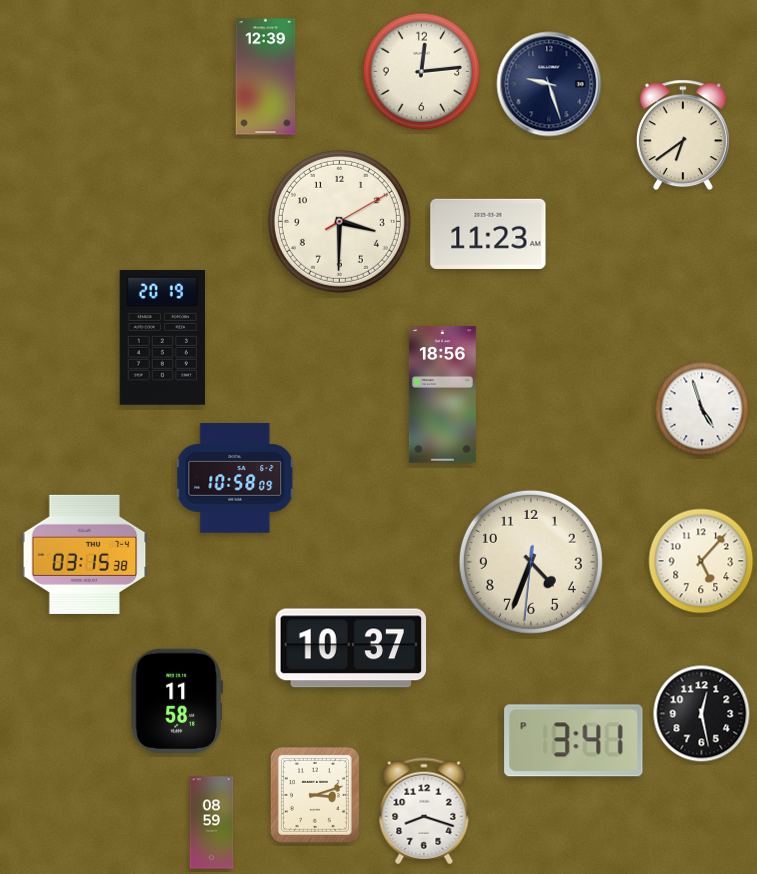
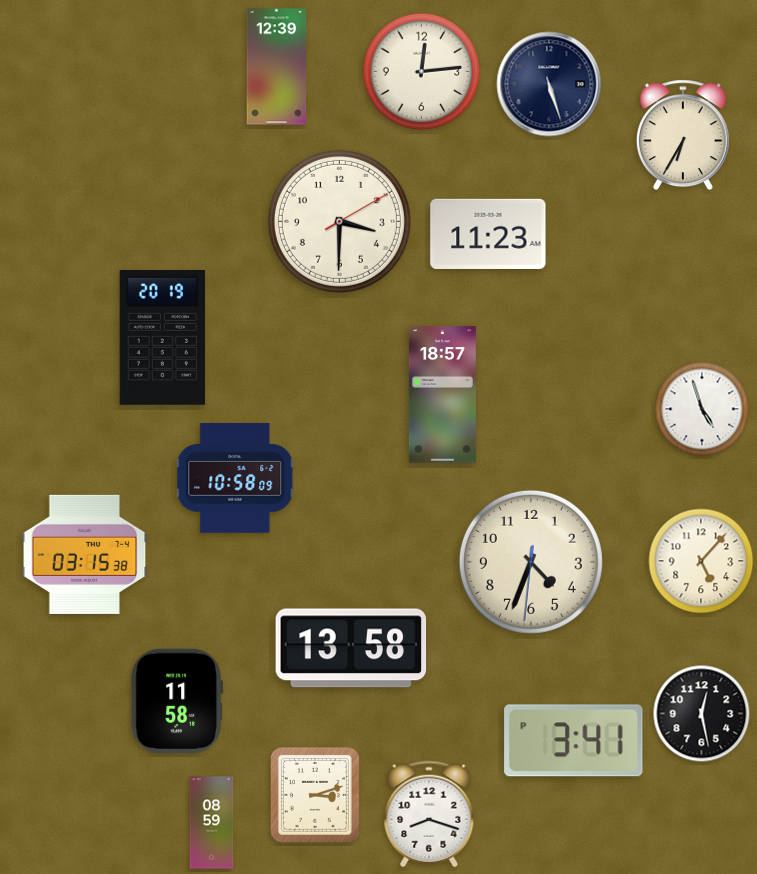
clock at (266, 77) position: (266, 77) -> (277, 67)
clock at (549, 84): 9:27 -> 5:27
clock at (683, 135): 6:39 -> 6:35
clock at (442, 395): 18:56 -> 18:57
clock at (351, 648): 10:37 -> 13:58
clock at (424, 811) position: (424, 811) -> (429, 814)
